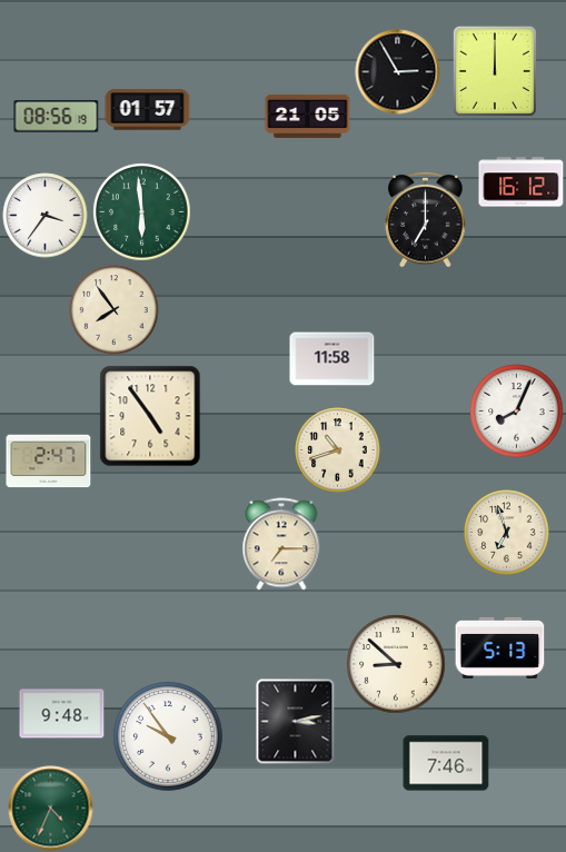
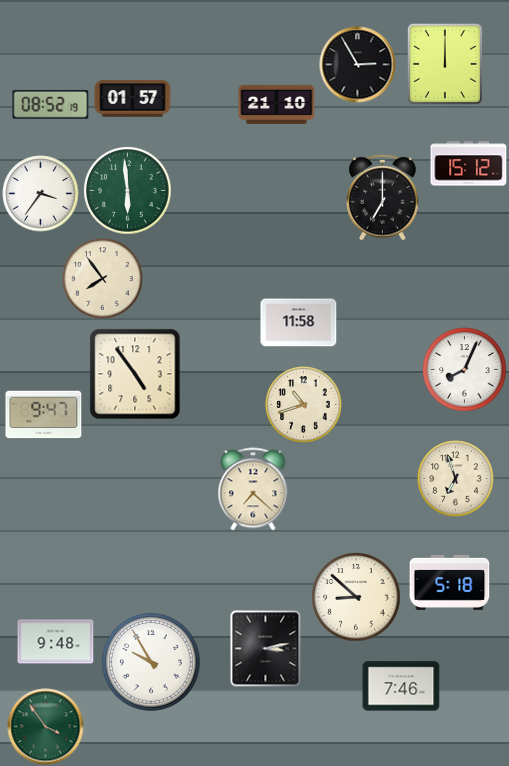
clock at (308, 116): 21:05 -> 21:10
clock at (57, 117): 08:56 -> 08:52
clock at (522, 182): 16:12 -> 15:12
clock at (49, 462): 2:47 -> 9:47
clock at (281, 544): 7:15 -> 7:22
clock at (500, 647): 5:13 -> 5:18
clock at (168, 736): 9:54 -> 9:55
clock at (51, 809): 4:34 -> 3:54
